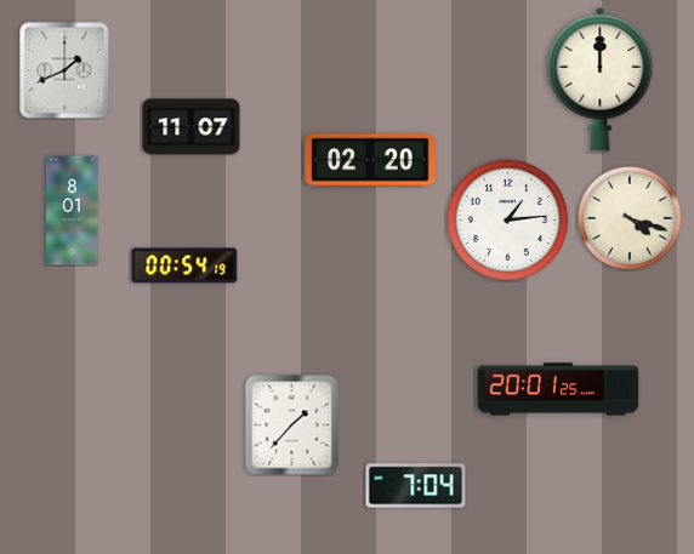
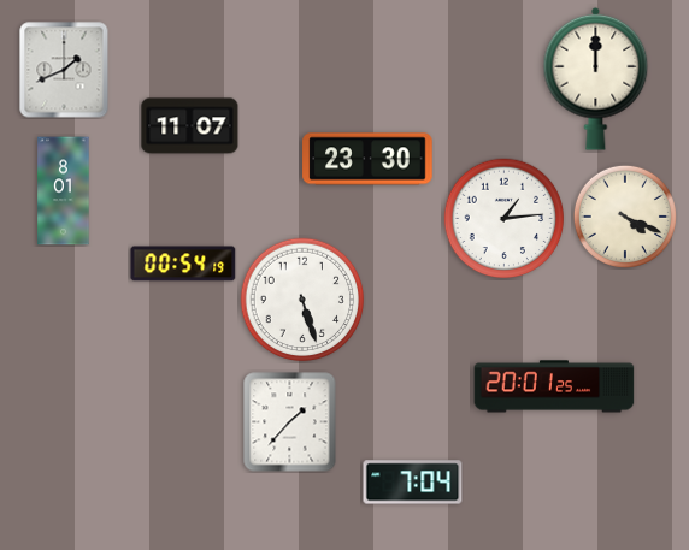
clock at (370, 160): 02:20 -> 23:30
clock at (73, 211) position: (73, 211) -> (64, 191)
clock at (630, 218): 4:18 -> 4:19
clock at (302, 300): none -> 5:27
